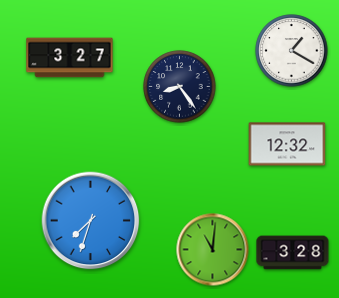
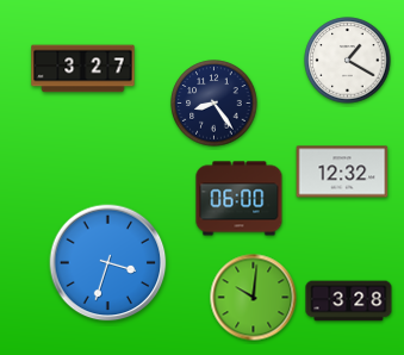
clock at (240, 199): none -> 06:00
clock at (91, 221): 7:33 -> 3:33
clock at (213, 250): 11:01 -> 10:01
